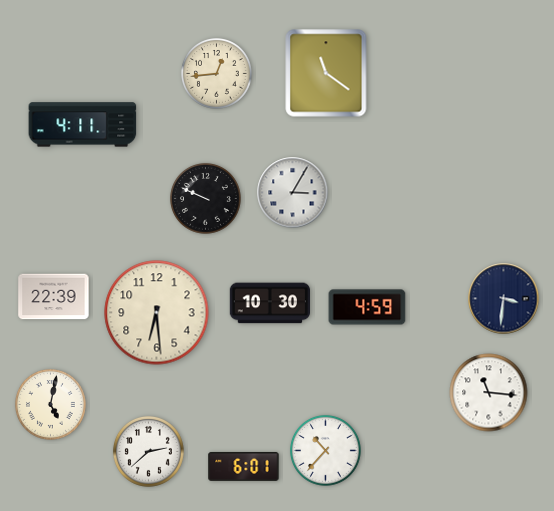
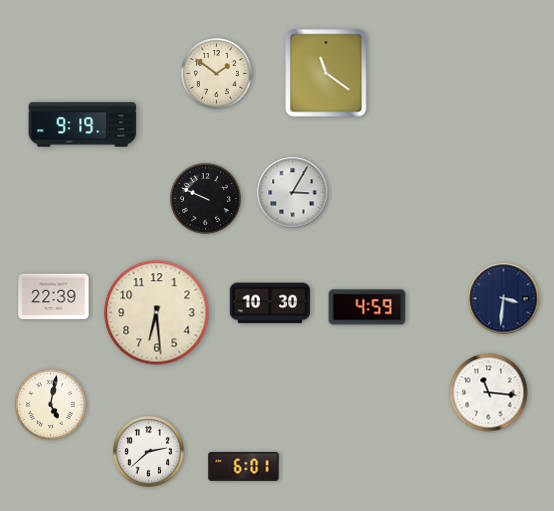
clock at (217, 74): 12:44 -> 1:51
clock at (83, 125): 4:11 -> 9:19
clock at (326, 451): 10:37 -> none
